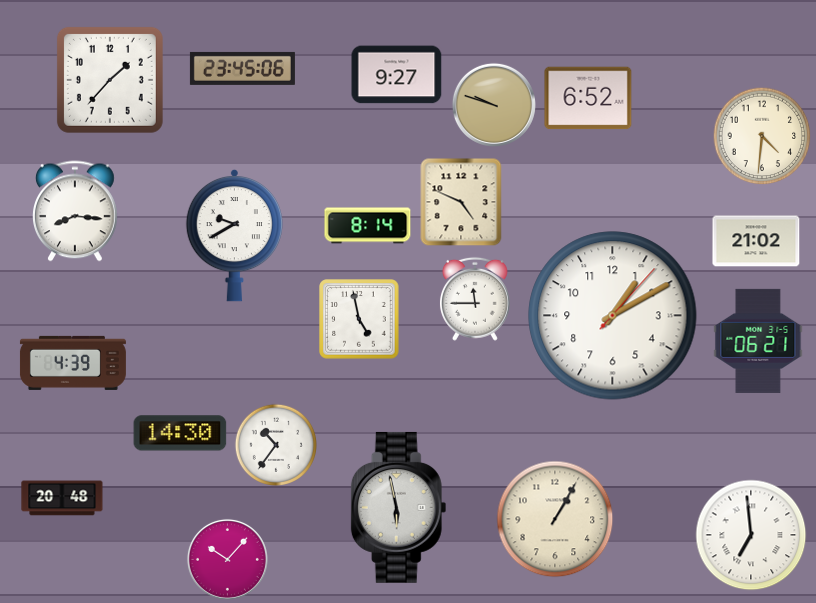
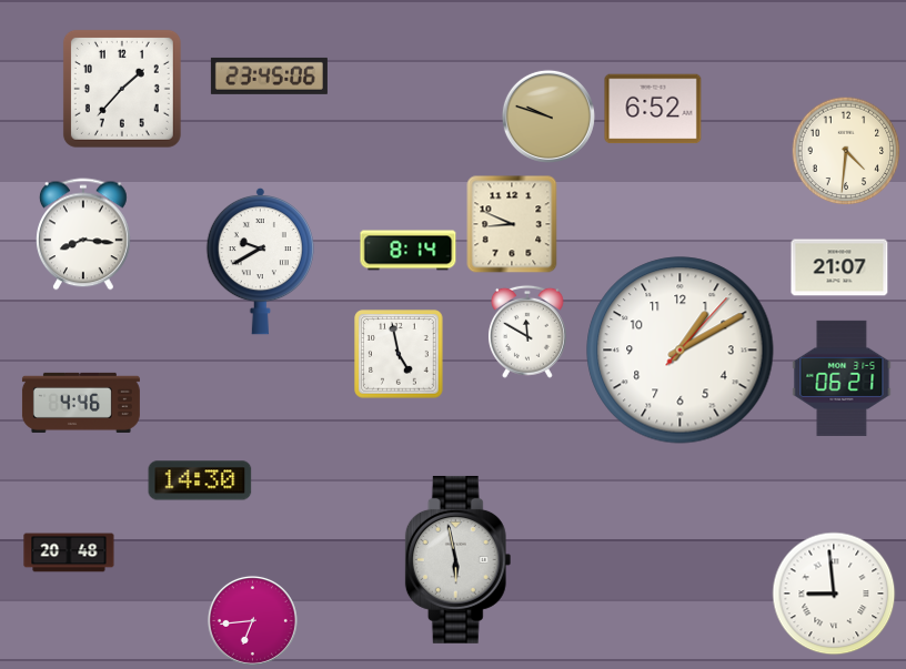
clock at (397, 75): 9:27 -> none
clock at (461, 202): 4:49 -> 8:49
clock at (756, 241): 21:02 -> 21:07
clock at (475, 299): 11:45 -> 11:50
clock at (73, 363): 4:39 -> 4:46
clock at (275, 444): 10:36 -> none
clock at (399, 507) position: (399, 507) -> (459, 559)
clock at (555, 519): 1:05 -> none
clock at (751, 535): 6:59 -> 8:59
clock at (227, 559): 10:07 -> 6:44
